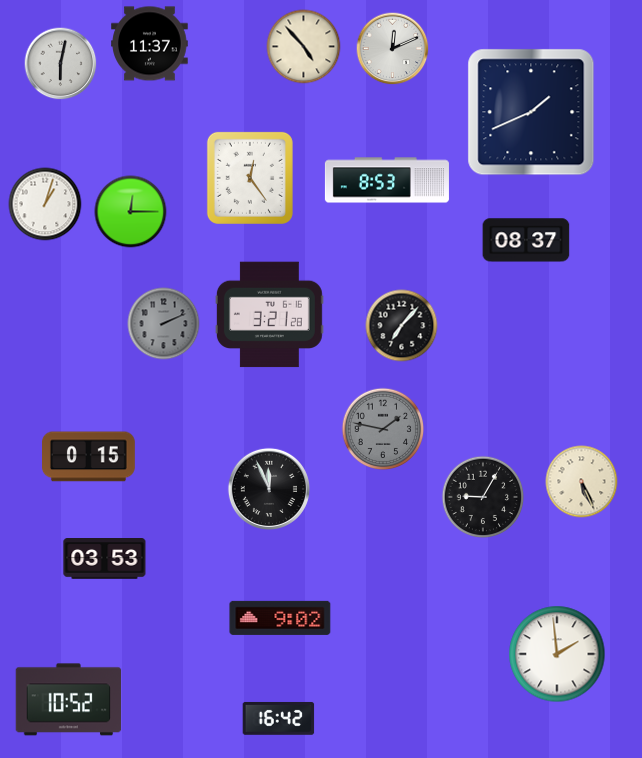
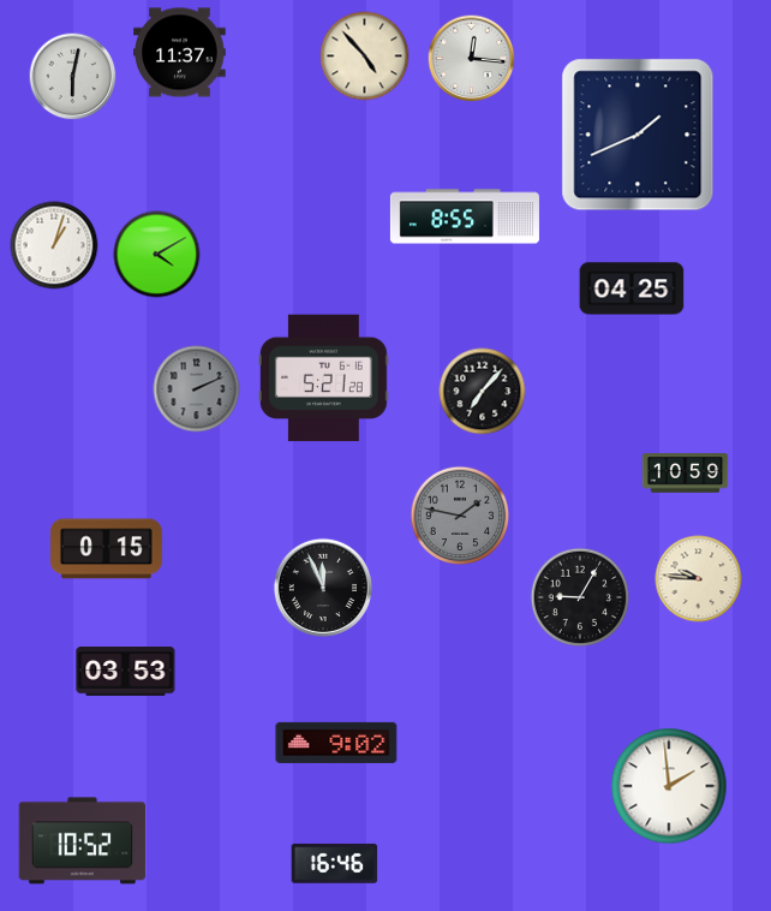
clock at (393, 49): 12:11 -> 12:16
clock at (250, 178): 12:24 -> none
clock at (387, 180): 8:53 -> 8:55
clock at (131, 212): 12:15 -> 4:10
clock at (526, 240): 08:37 -> 04:25
clock at (269, 315): 3:21 -> 5:21
clock at (686, 474): none -> 10:59
clock at (582, 482): 5:26 -> 9:46
clock at (279, 718): 16:42 -> 16:46
